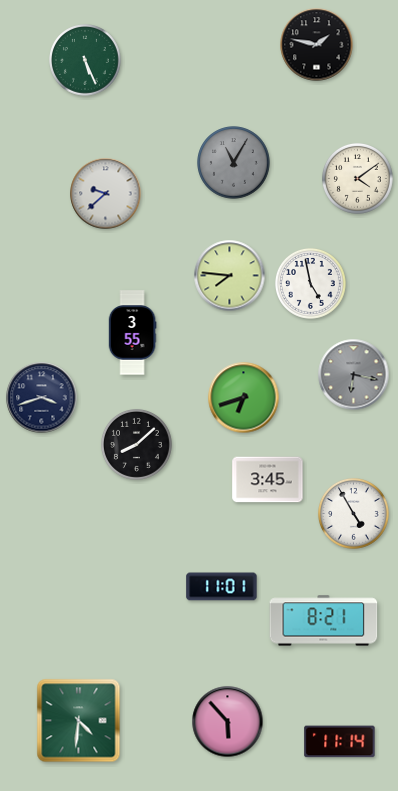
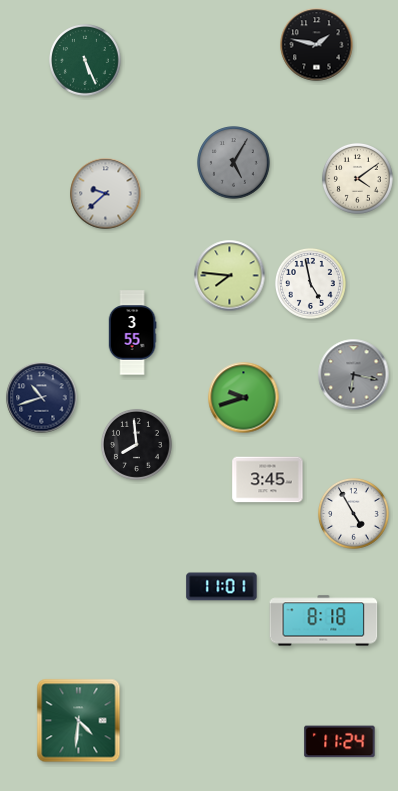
clock at (234, 163): 11:05 -> 5:05
clock at (42, 398): 3:42 -> 10:42
clock at (244, 398): 6:42 -> 9:42
clock at (136, 444): 8:08 -> 7:59
clock at (324, 621): 8:21 -> 8:18
clock at (228, 722): 5:53 -> none
clock at (340, 742): 11:14 -> 11:24
